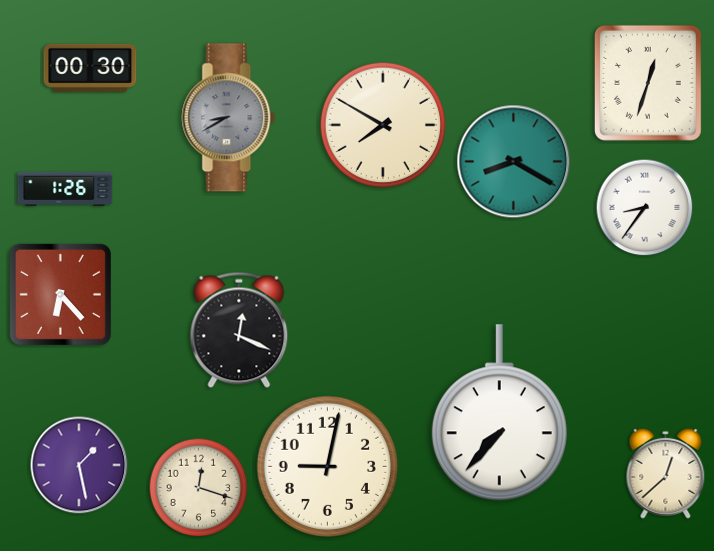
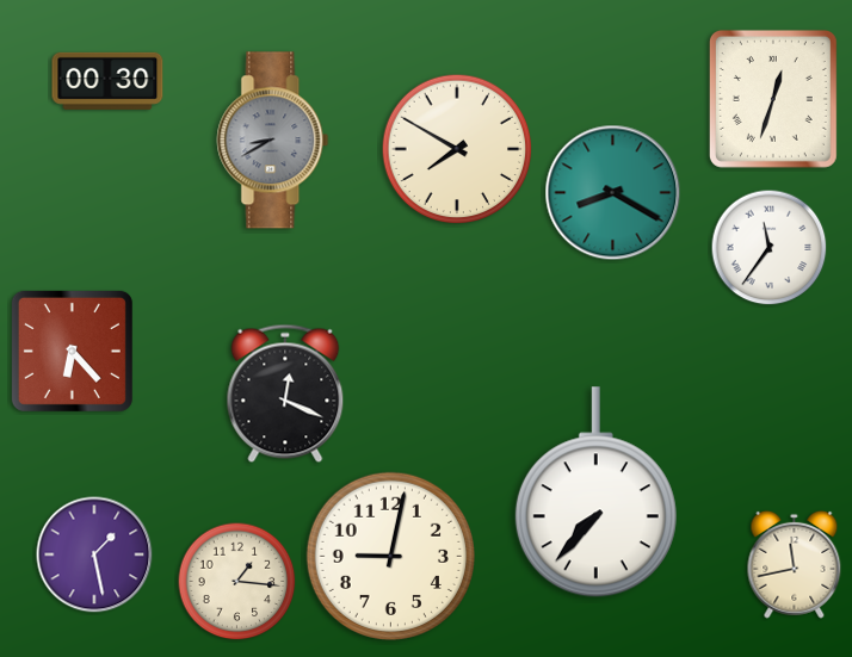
clock at (65, 189): 1:26 -> none
clock at (645, 208): 8:36 -> 11:36
clock at (666, 473): 12:38 -> 11:43
clock at (199, 488): 12:18 -> 1:16
